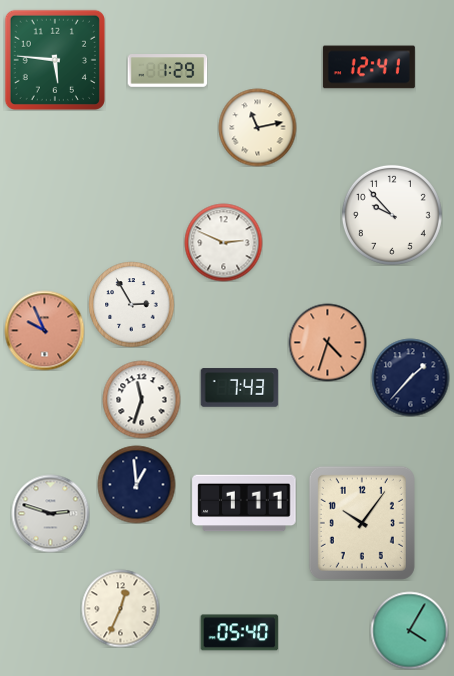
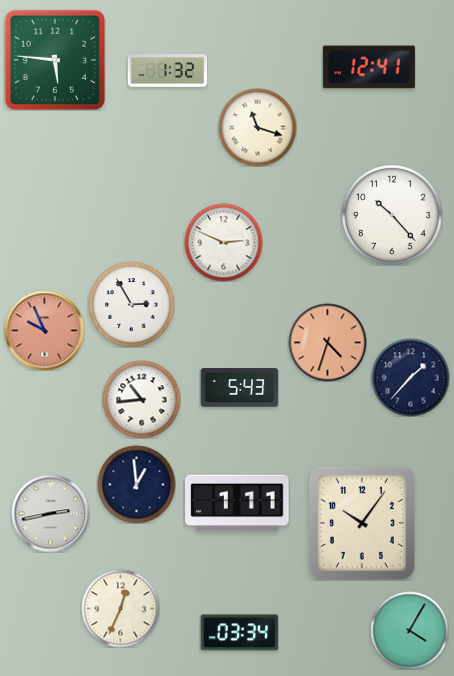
clock at (167, 71): 1:29 -> 1:32
clock at (257, 127): 11:13 -> 11:18
clock at (392, 215): 9:53 -> 10:23
clock at (239, 388): 7:43 -> 5:43
clock at (141, 399): 11:33 -> 10:44
clock at (244, 503) position: (244, 503) -> (237, 503)
clock at (50, 513): 2:48 -> 2:43
clock at (239, 633): 05:40 -> 03:34
